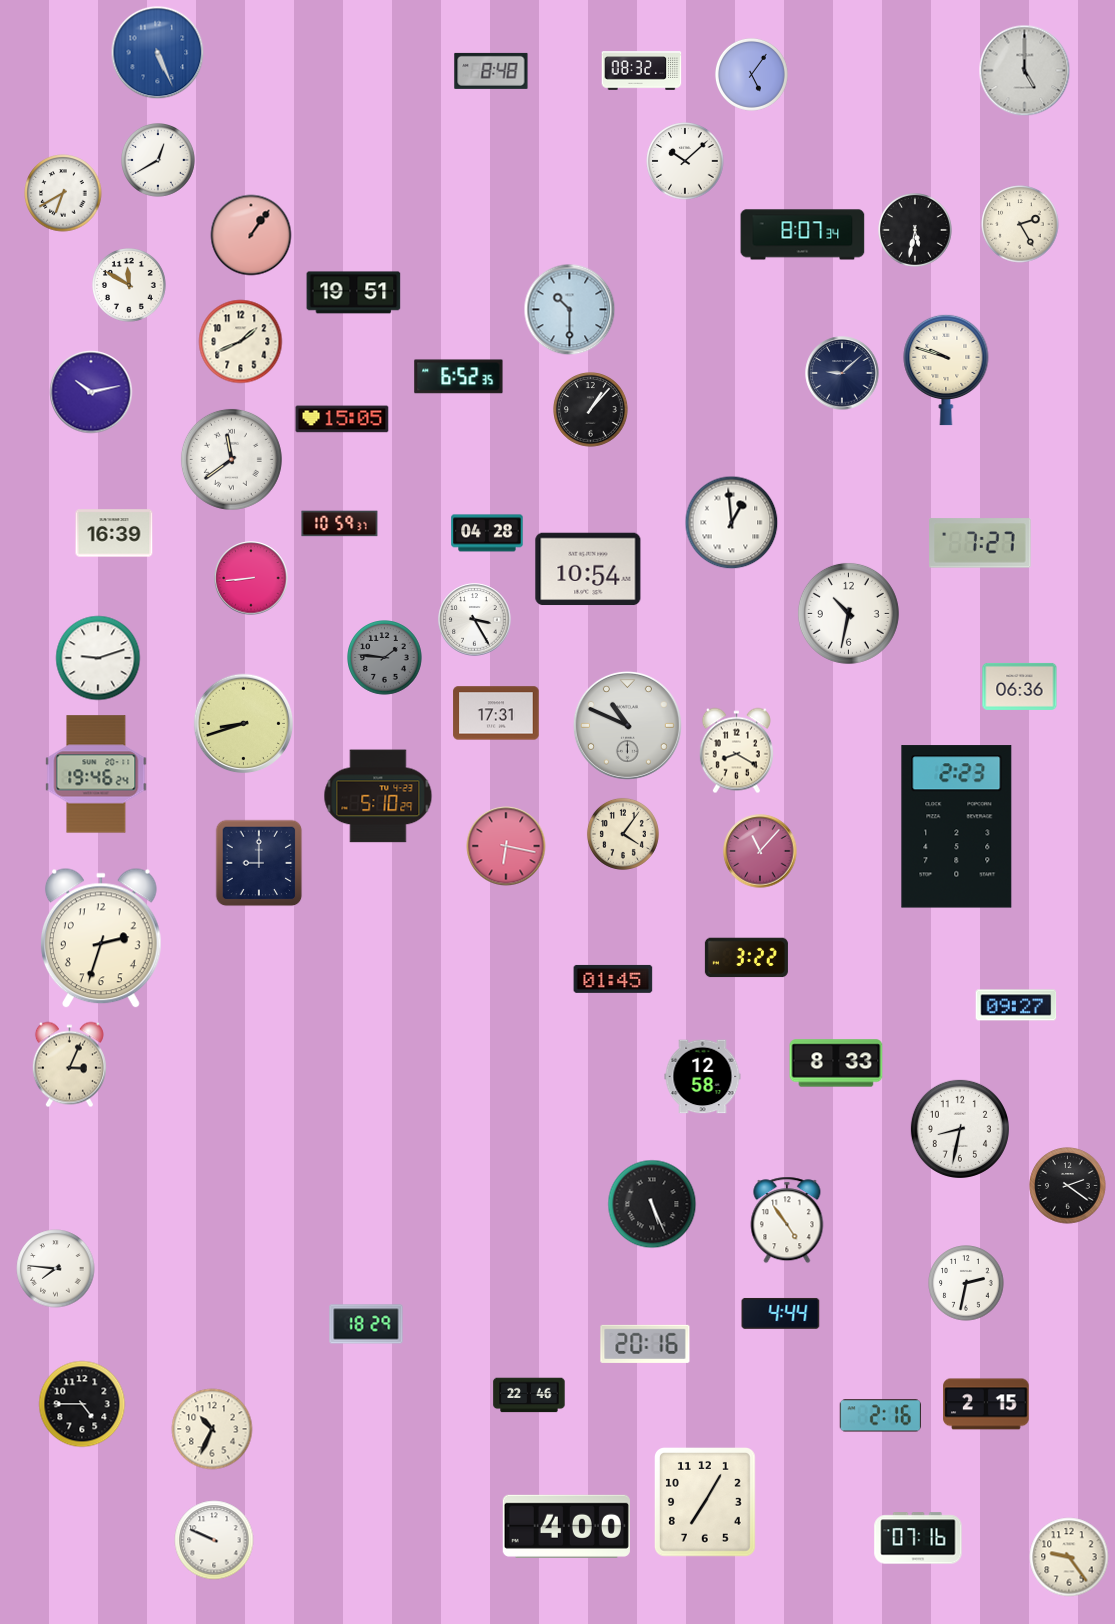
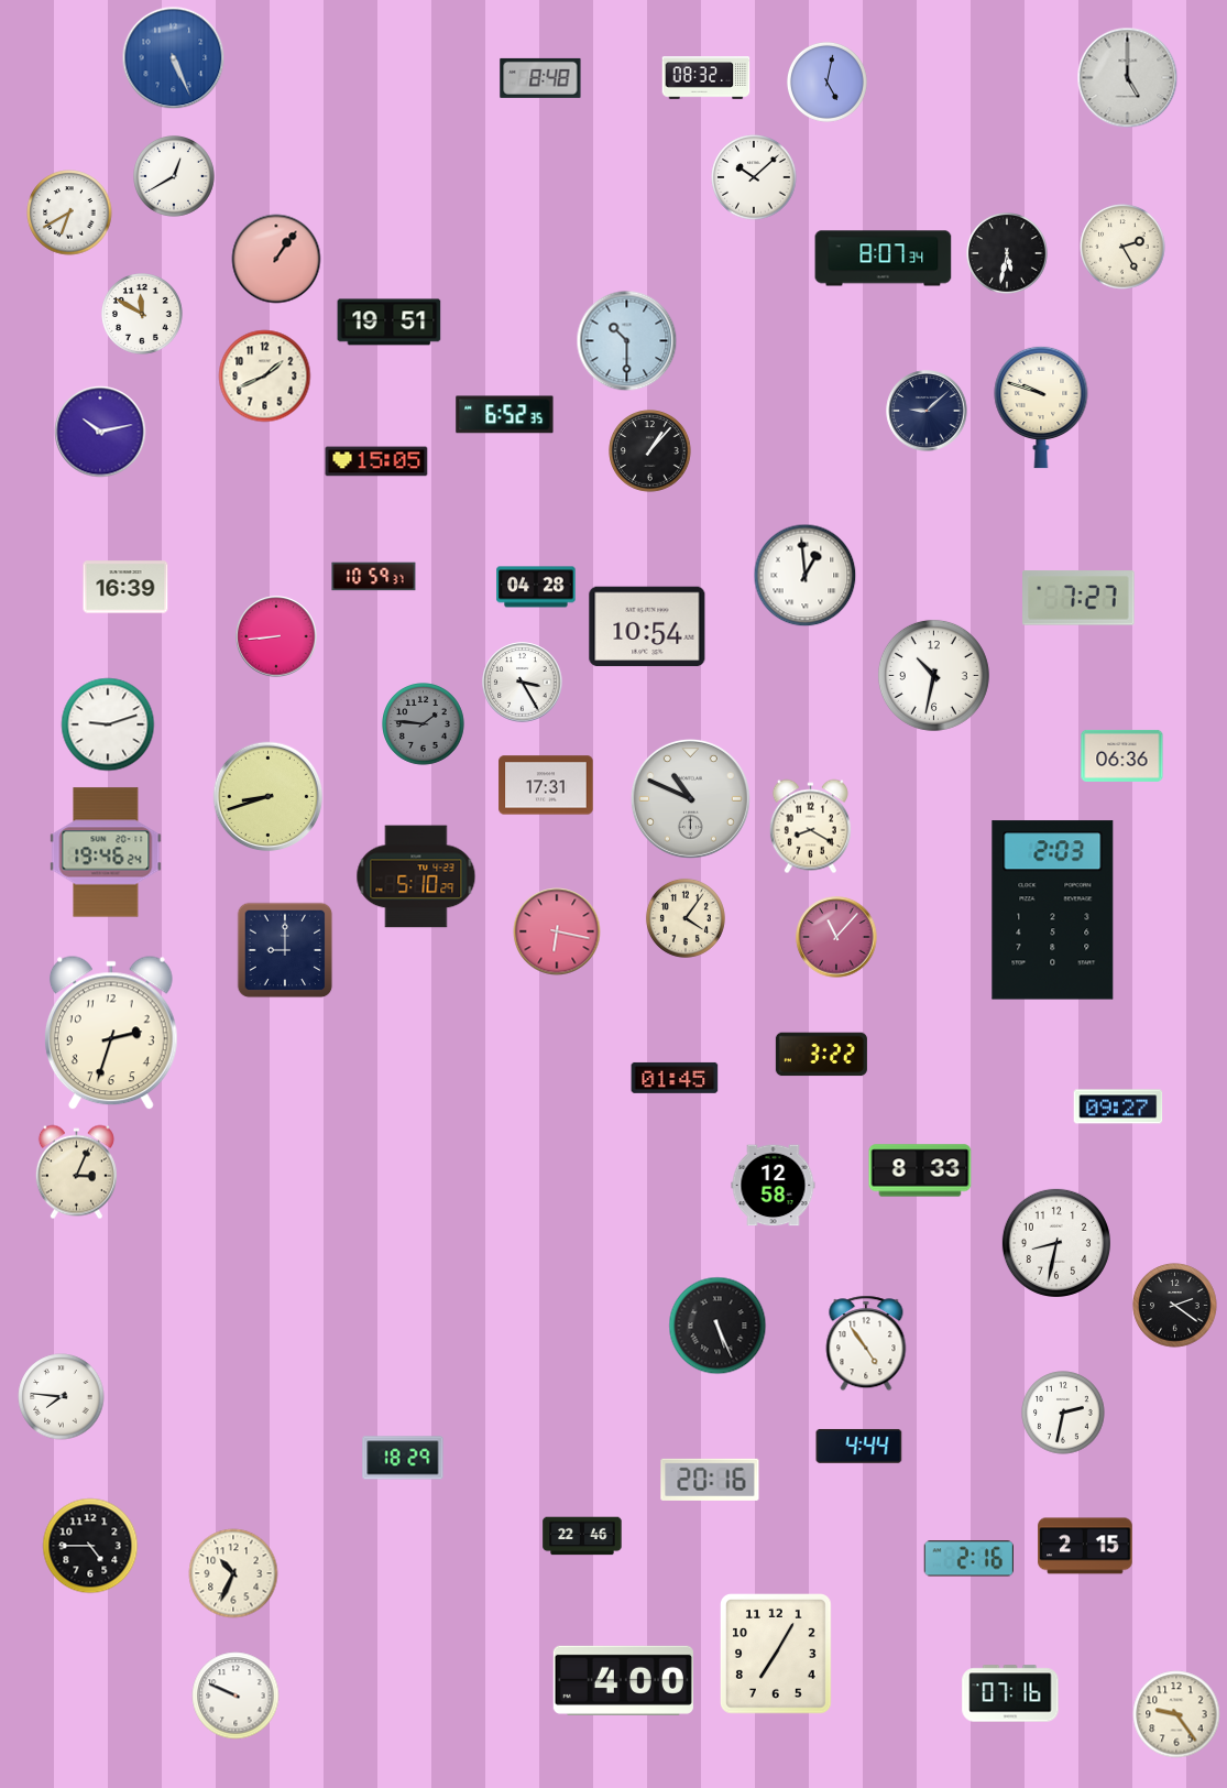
clock at (751, 74): 5:06 -> 5:02
clock at (231, 459): 11:39 -> none
clock at (957, 827): 2:23 -> 2:03
